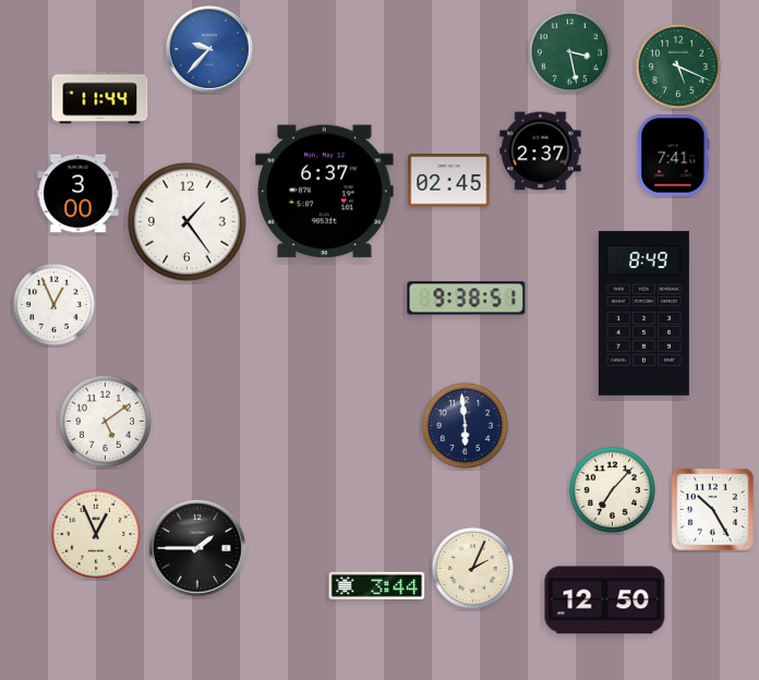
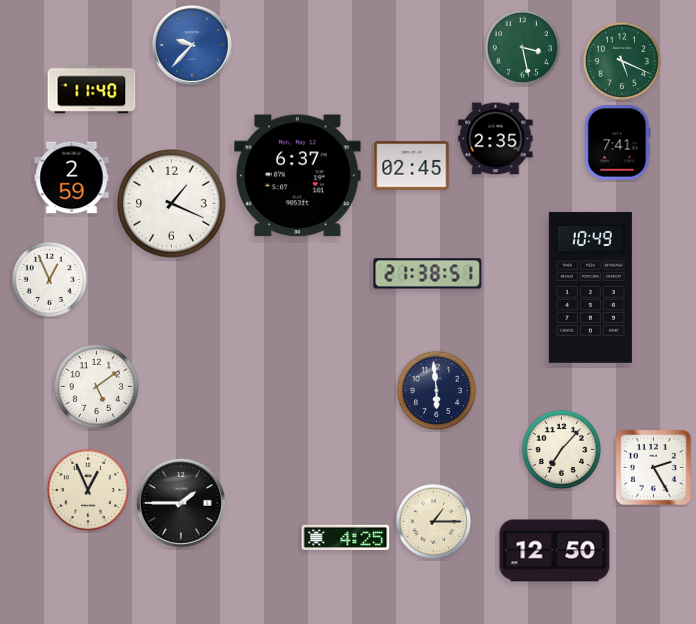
clock at (100, 98): 11:44 -> 11:40
clock at (541, 151): 2:37 -> 2:35
clock at (79, 194): 3:00 -> 2:59
clock at (188, 222): 1:24 -> 1:19
clock at (467, 299): 9:38 -> 21:38
clock at (643, 313): 8:49 -> 10:49
clock at (465, 425) position: (465, 425) -> (436, 390)
clock at (712, 509): 10:25 -> 2:25
clock at (472, 568): 2:04 -> 1:15
clock at (377, 585): 3:44 -> 4:25
